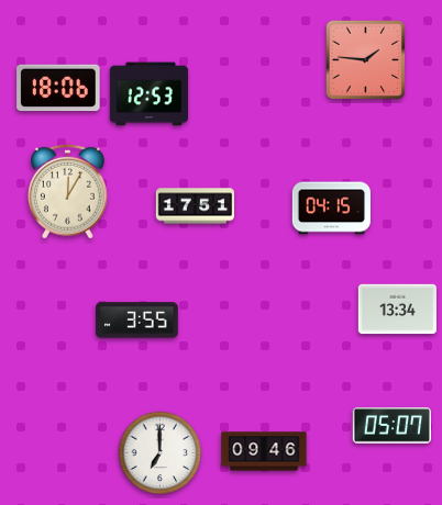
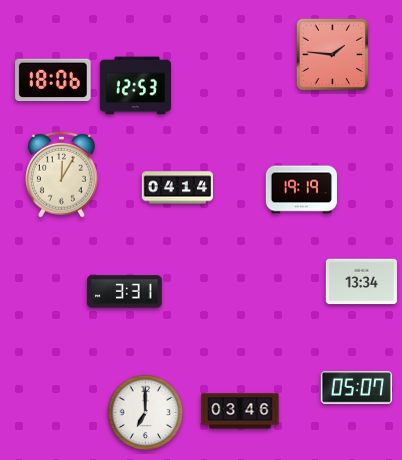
clock at (196, 206): 17:51 -> 04:14
clock at (331, 209): 04:15 -> 19:19
clock at (137, 321): 3:55 -> 3:31
clock at (264, 451): 09:46 -> 03:46
